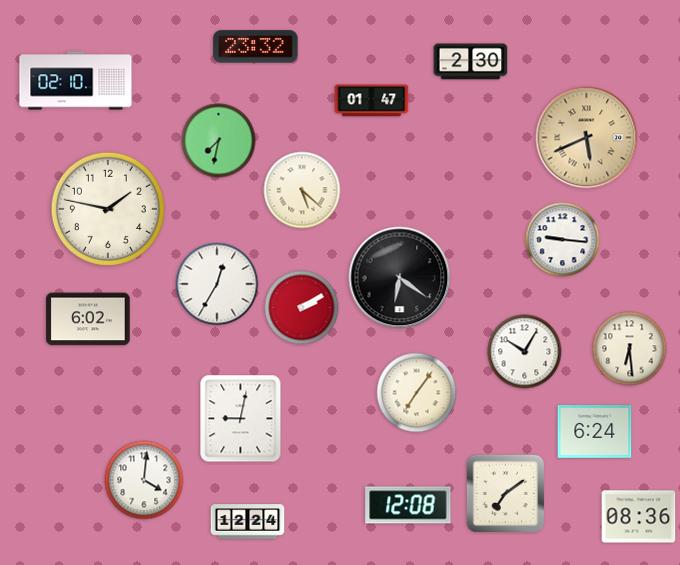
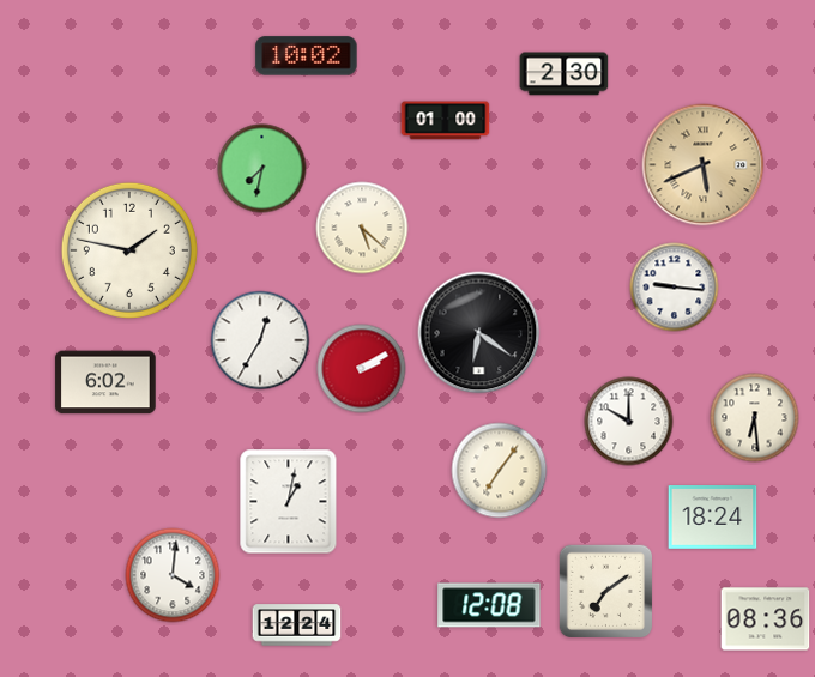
clock at (256, 47): 23:32 -> 10:02
clock at (76, 81): 02:10 -> none
clock at (372, 101): 01:47 -> 01:00
clock at (525, 352): 10:05 -> 10:00
clock at (241, 419): 9:02 -> 1:02
clock at (595, 432): 6:24 -> 18:24
